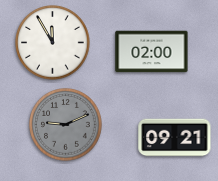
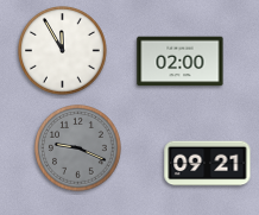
clock at (66, 125): 9:11 -> 9:19
